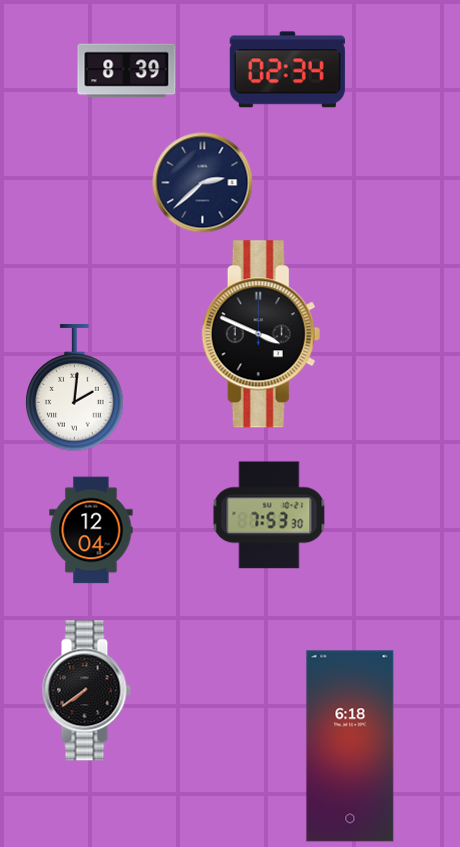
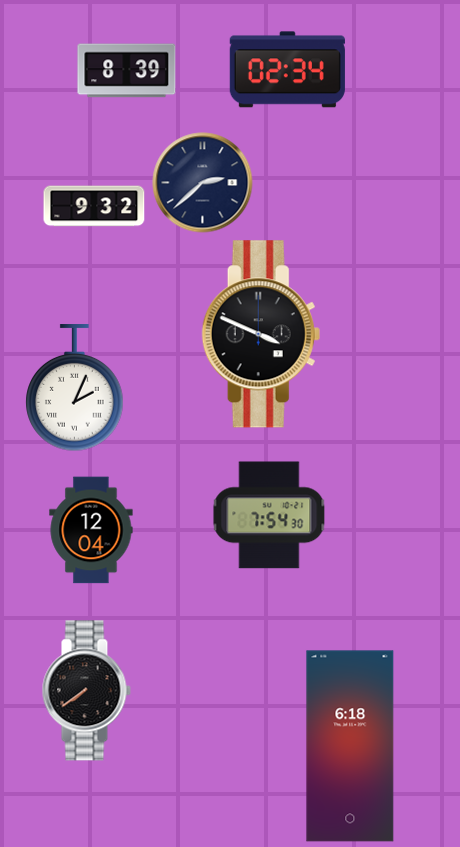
clock at (94, 206): none -> 9:32
clock at (75, 388): 2:01 -> 2:04
clock at (269, 515): 7:53 -> 7:54
